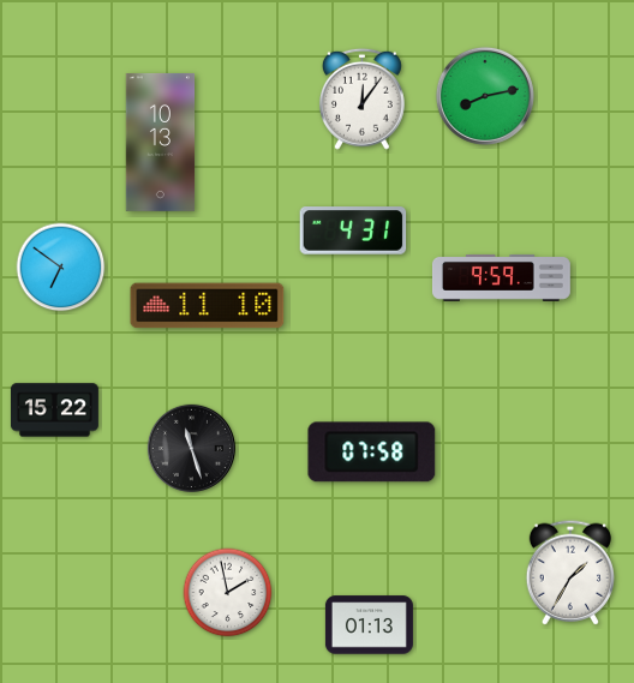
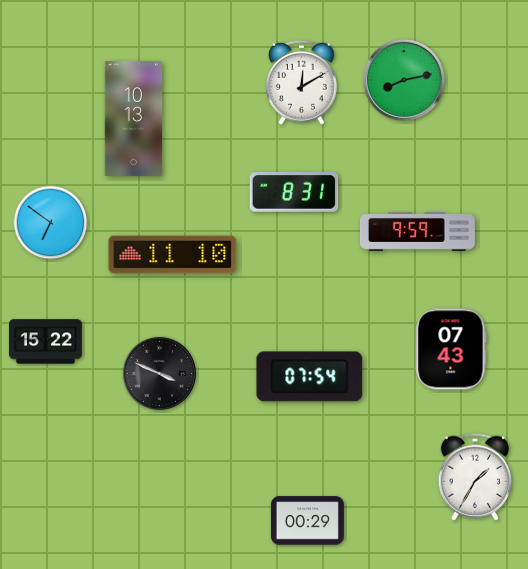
clock at (361, 98): 12:06 -> 12:10
clock at (353, 230): 4:31 -> 8:31
clock at (451, 349): none -> 07:43
clock at (191, 448): 11:27 -> 3:49
clock at (372, 453): 07:58 -> 07:54
clock at (228, 593): 1:58 -> none
clock at (369, 625): 01:13 -> 00:29
